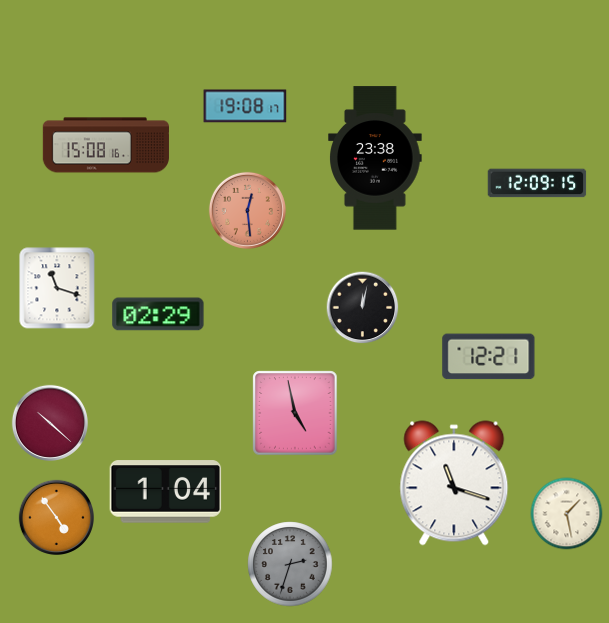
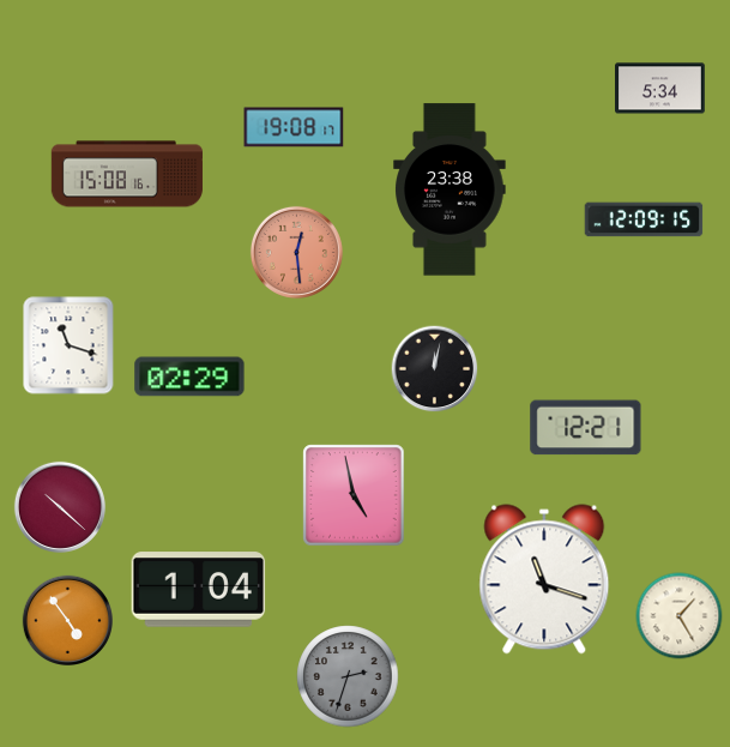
clock at (660, 89): none -> 5:34
clock at (567, 514): 1:28 -> 1:25
